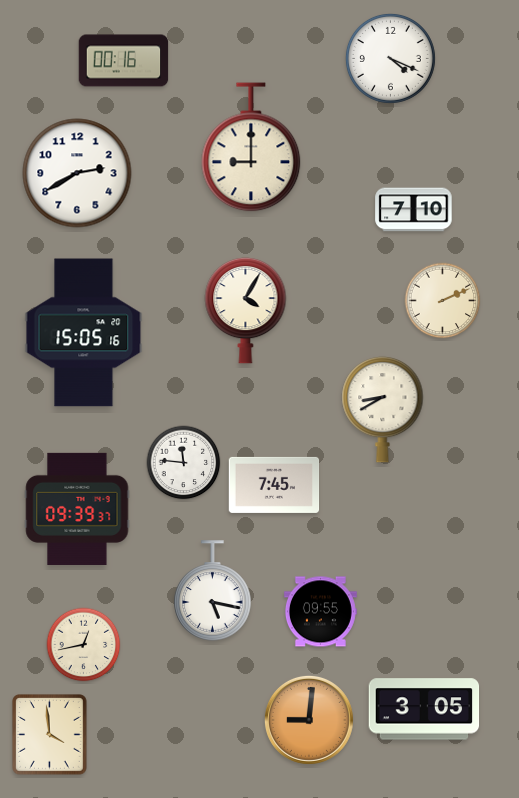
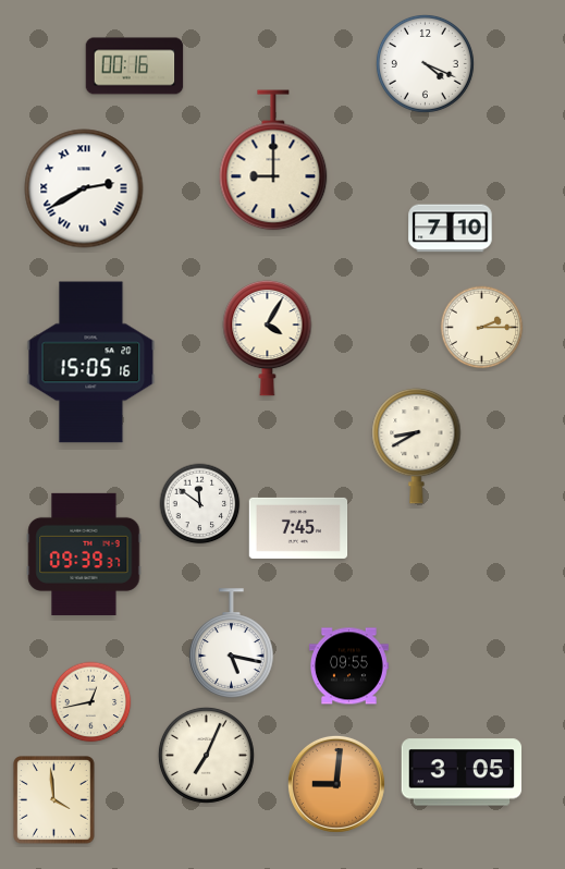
clock at (77, 173) numerals: Arabic -> Roman
clock at (443, 301): 2:11 -> 2:15
clock at (184, 463): 11:46 -> 11:51
clock at (206, 755): none -> 7:04
